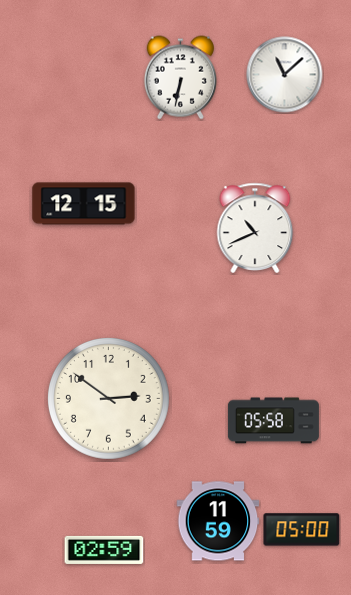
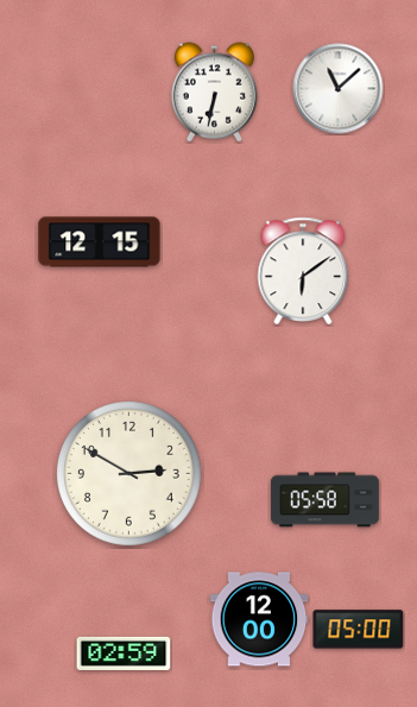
clock at (255, 228): 10:41 -> 6:09
clock at (108, 398): 2:51 -> 2:50
clock at (218, 521): 11:59 -> 12:00
